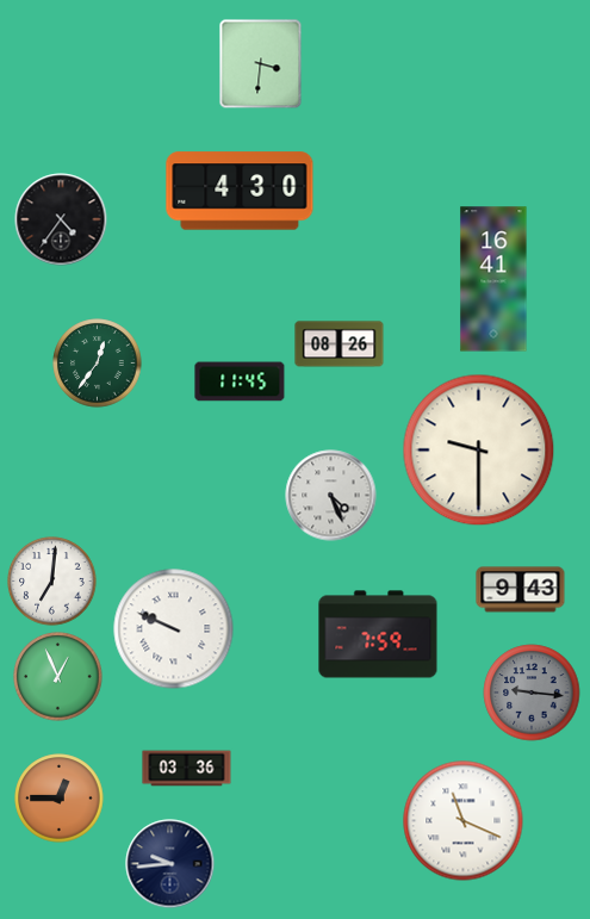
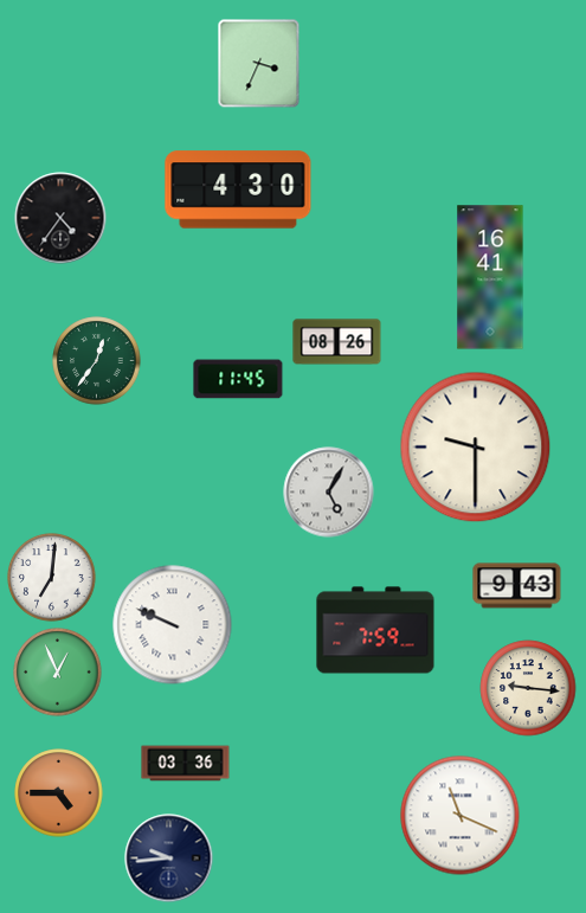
clock at (261, 64): 3:31 -> 3:34
clock at (331, 496): 4:26 -> 5:05
clock at (532, 693) dial: grey -> cream
clock at (60, 799): 12:45 -> 4:45
